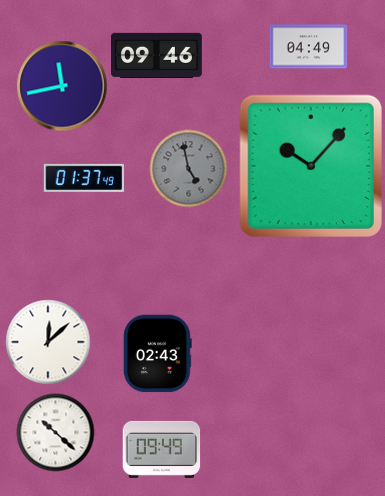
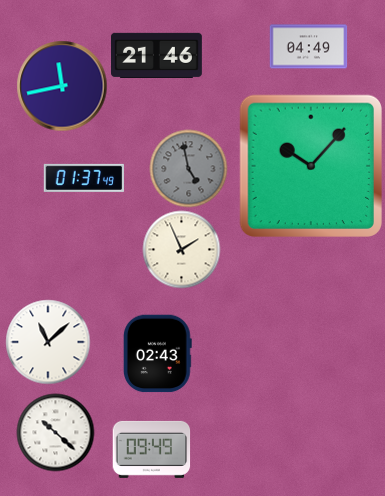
clock at (157, 55): 09:46 -> 21:46
clock at (181, 249): none -> 1:56
clock at (48, 342): 12:08 -> 11:08
clock at (161, 449) position: (161, 449) -> (151, 449)
